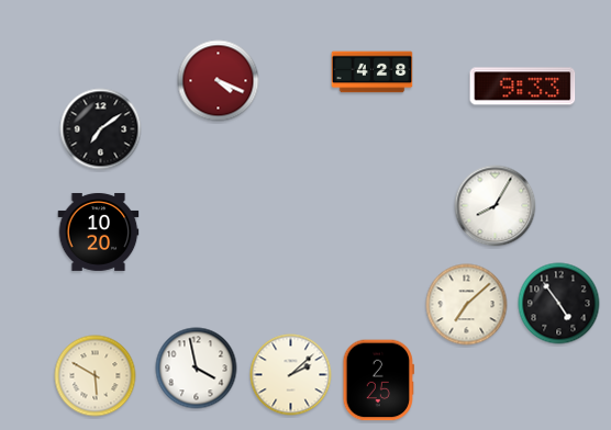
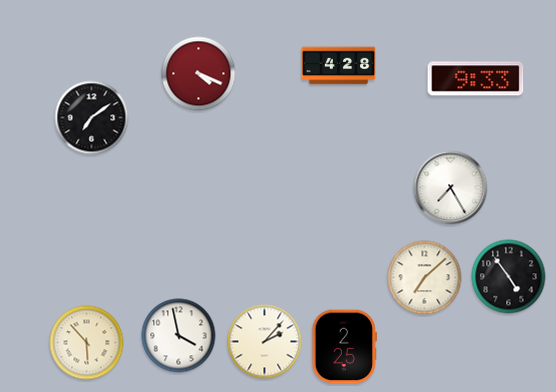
clock at (496, 206): 8:05 -> 7:25
clock at (99, 231): 10:20 -> none
clock at (291, 375): 2:08 -> 2:07
clock at (96, 376): 5:50 -> 5:53
